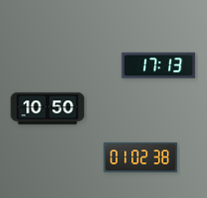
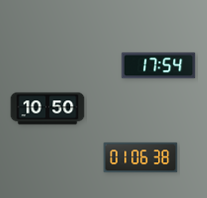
clock at (159, 66): 17:13 -> 17:54
clock at (141, 158): 01:02 -> 01:06
